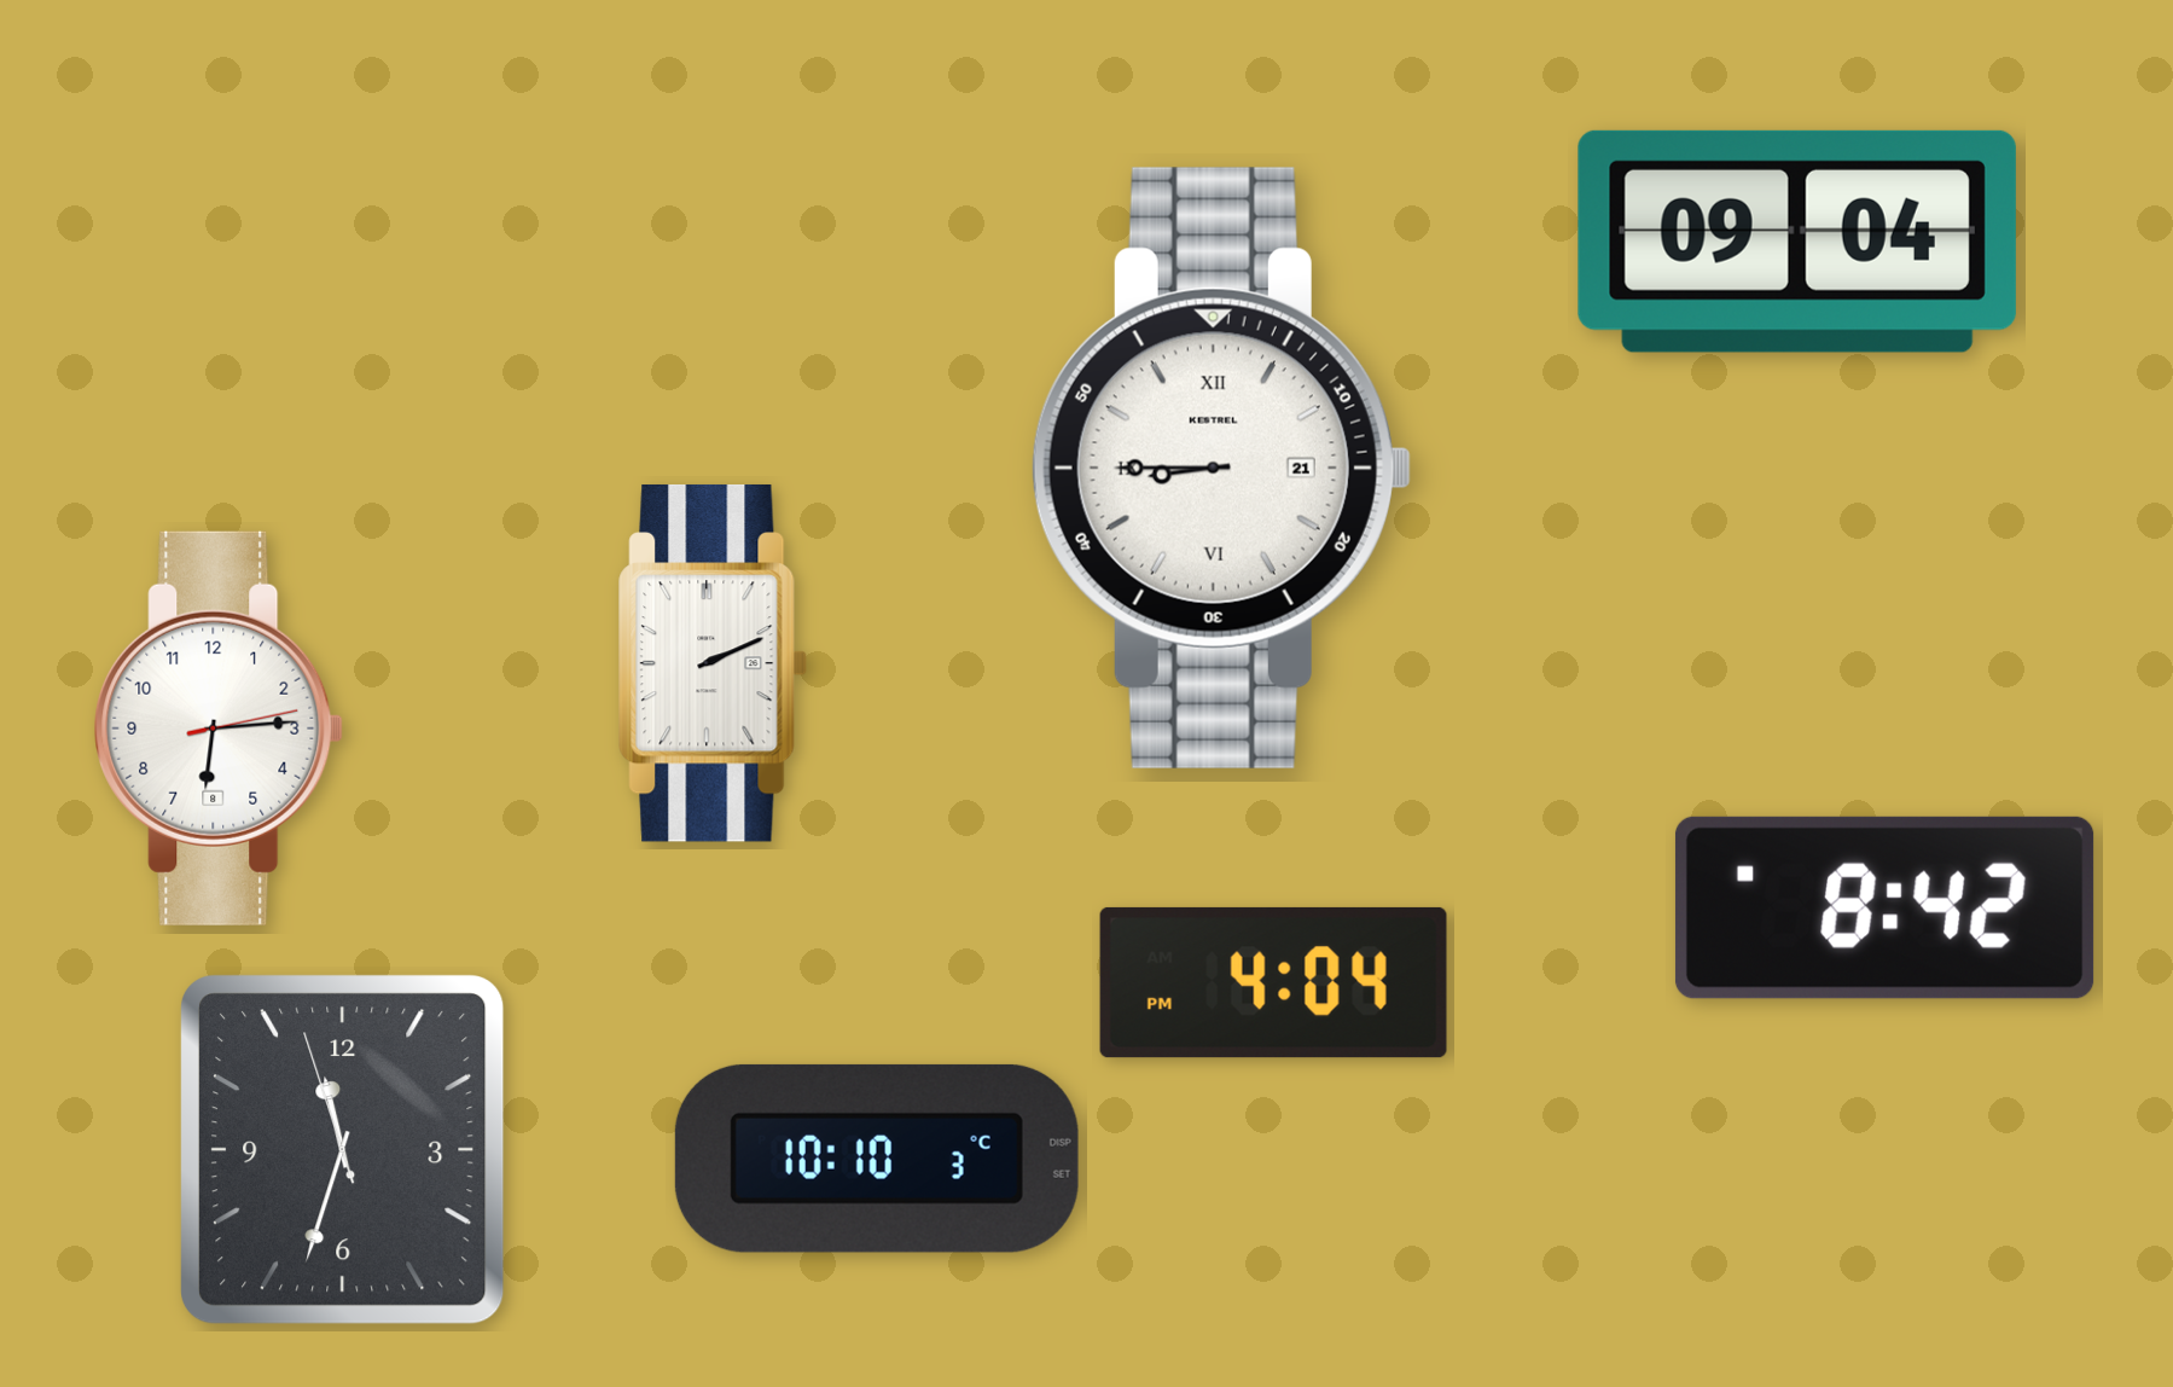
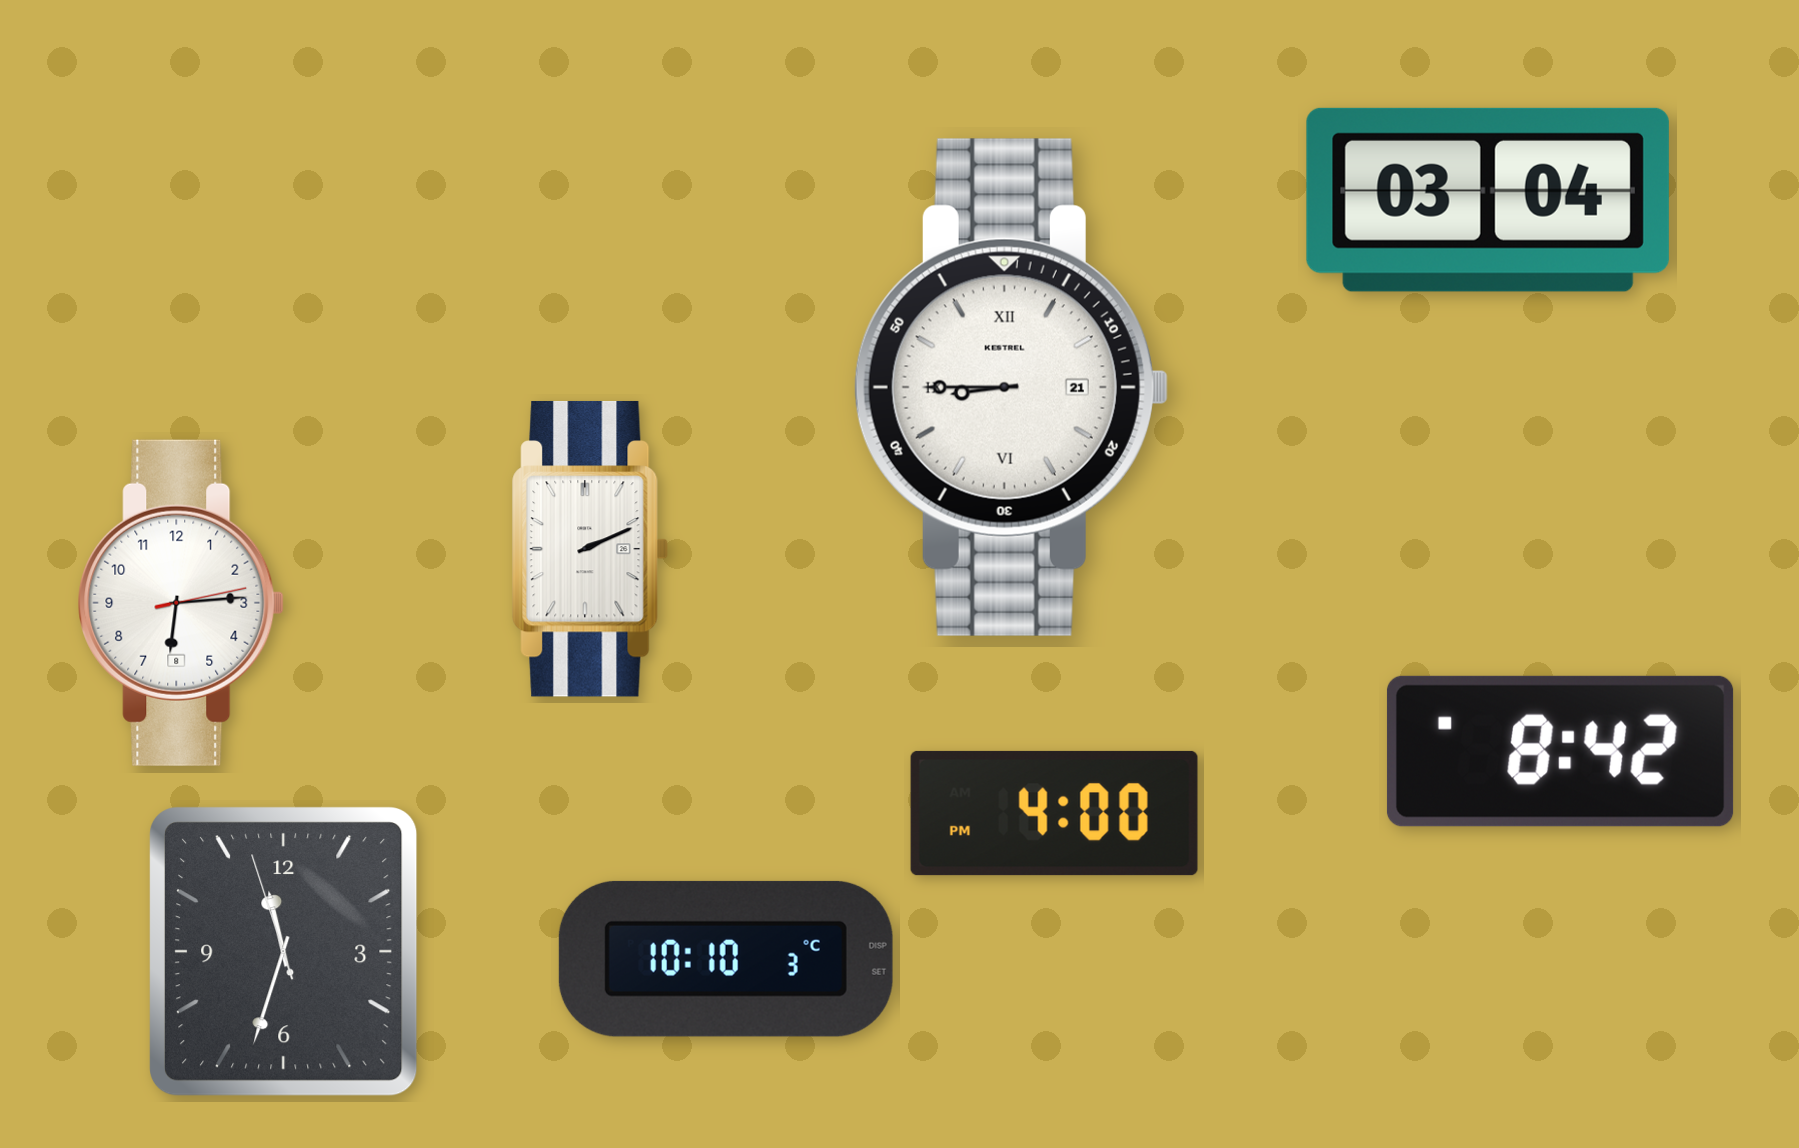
clock at (1797, 242): 09:04 -> 03:04
clock at (1273, 982): 4:04 -> 4:00
